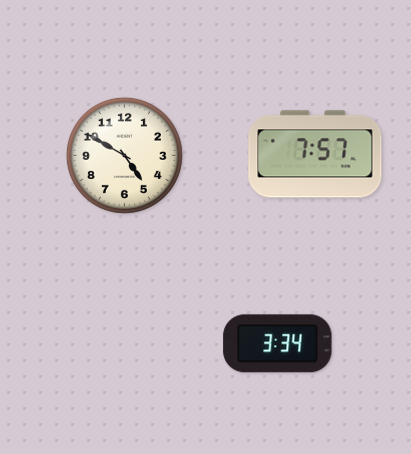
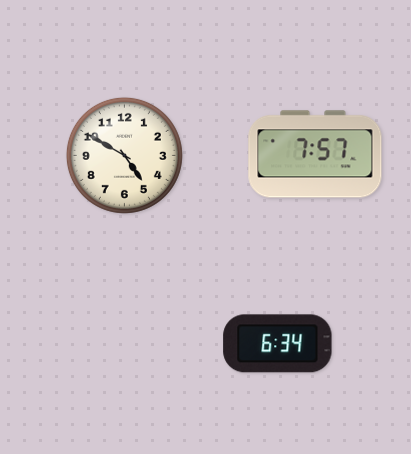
clock at (278, 344): 3:34 -> 6:34
